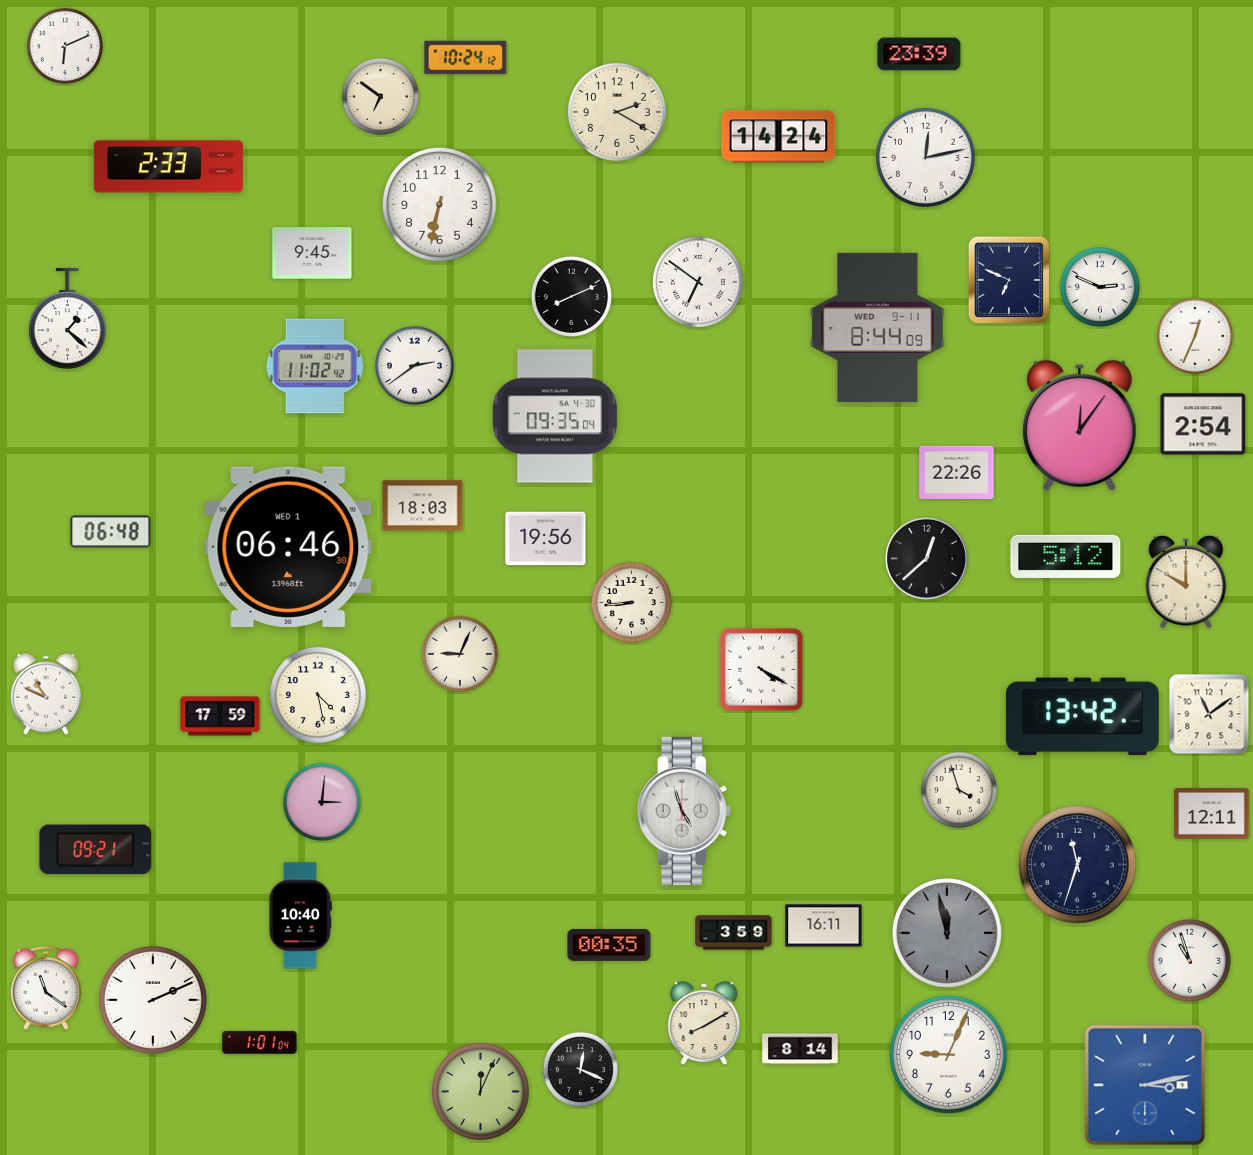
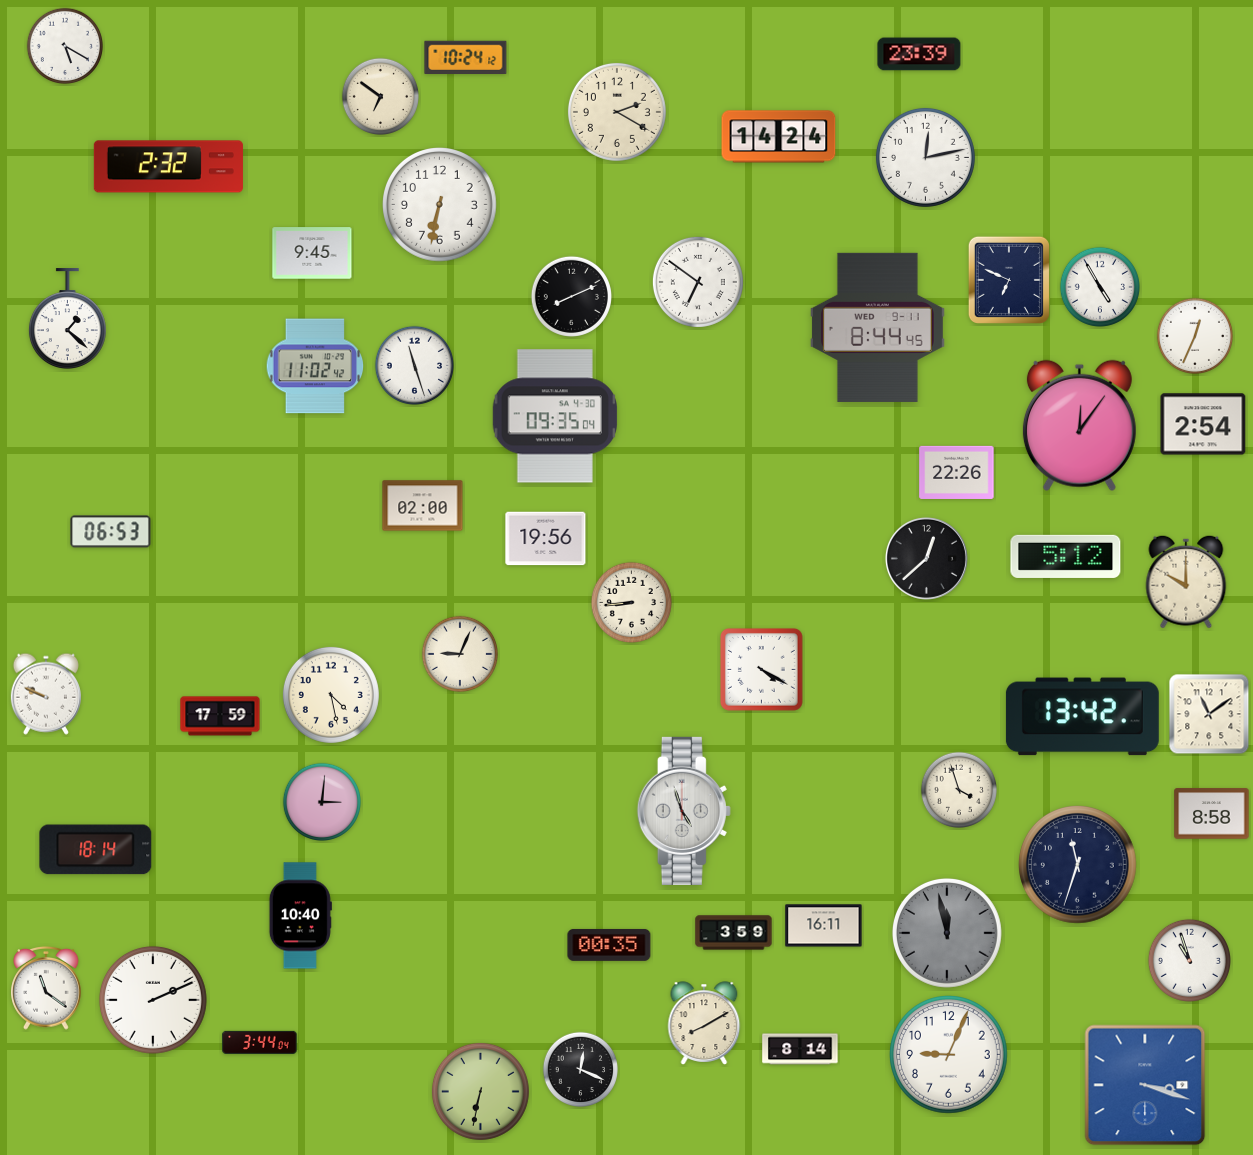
clock at (64, 45): 6:11 -> 5:20
clock at (168, 167): 2:33 -> 2:32
clock at (1099, 286): 2:49 -> 4:55
clock at (877, 327): 8:44:09 -> 8:44:45
clock at (414, 365): 2:39 -> 11:27
clock at (423, 506): 18:03 -> 02:00
clock at (111, 532): 06:48 -> 06:53
clock at (288, 547): 06:46 -> none
clock at (46, 694): 10:49 -> 9:49
clock at (318, 695) position: (318, 695) -> (331, 695)
clock at (1212, 814): 12:11 -> 8:58
clock at (96, 850): 09:21 -> 18:14
clock at (260, 1042): 1:01 -> 3:44
clock at (1145, 1085): 3:13 -> 3:18
clock at (480, 1091): 12:04 -> 6:32
